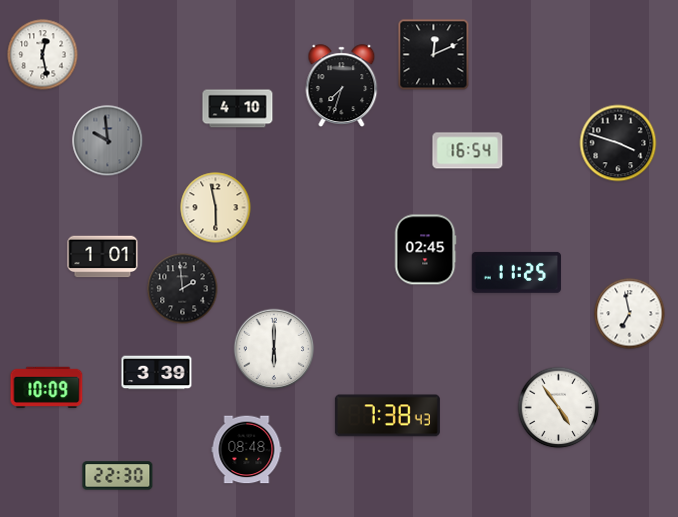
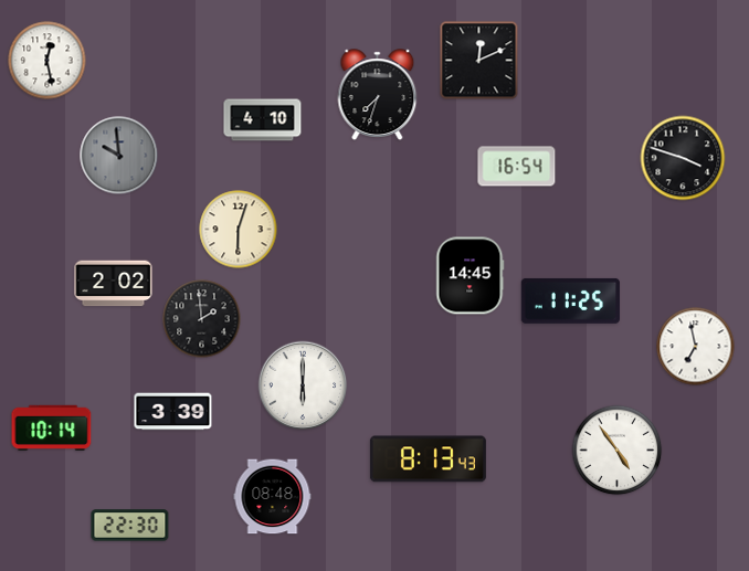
clock at (216, 208): 5:58 -> 6:03
clock at (425, 250): 02:45 -> 14:45
clock at (103, 257): 1:01 -> 2:02
clock at (47, 387): 10:09 -> 10:14
clock at (387, 416): 7:38 -> 8:13
